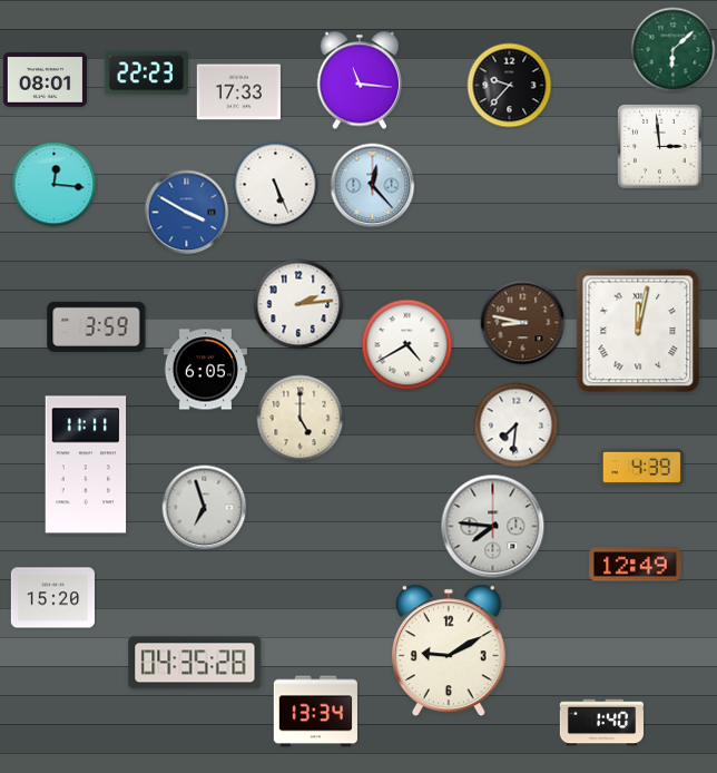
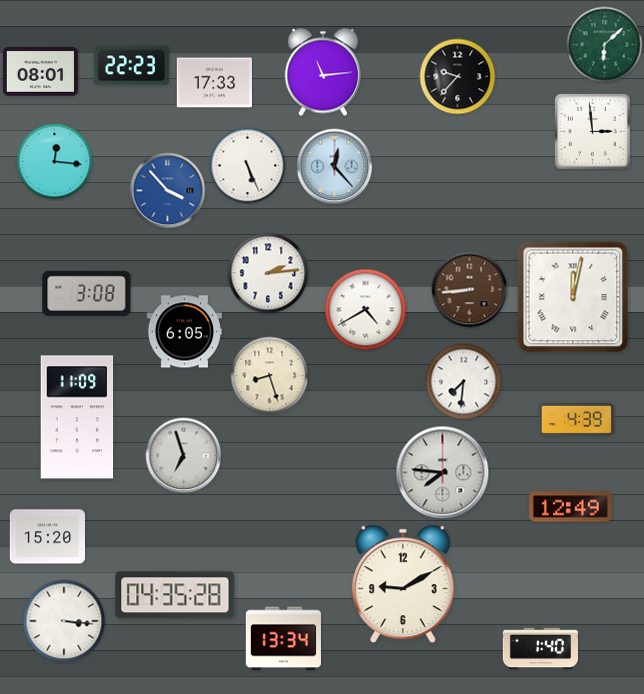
clock at (360, 80): 11:16 -> 11:14
clock at (55, 185) position: (55, 185) -> (55, 162)
clock at (187, 213): 3:50 -> 3:53
clock at (523, 323): 8:47 -> 8:44
clock at (97, 326): 3:59 -> 3:08
clock at (301, 419): 5:00 -> 8:27
clock at (86, 464): 11:11 -> 11:09
clock at (64, 621): none -> 3:16
